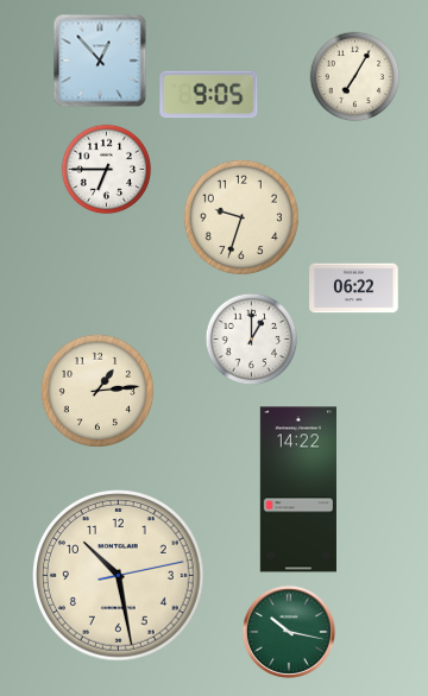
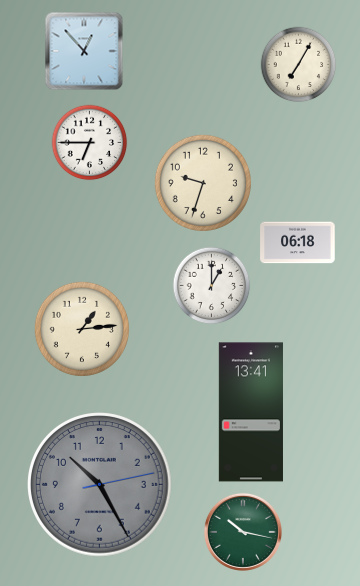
clock at (209, 95): 9:05 -> none
clock at (354, 289): 06:22 -> 06:18
clock at (298, 489): 14:22 -> 13:41
clock at (119, 576): 10:28 -> 10:25
clock at (119, 576) dial: cream -> grey
